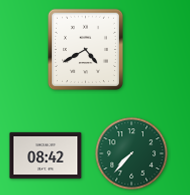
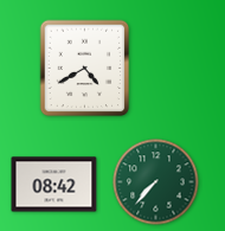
clock at (86, 50) position: (86, 50) -> (85, 69)
